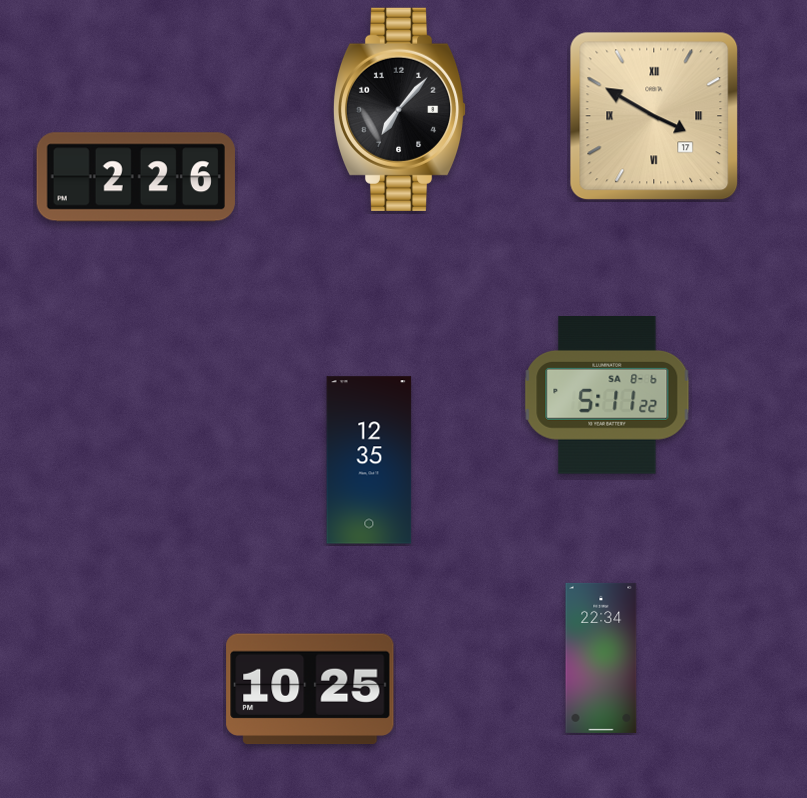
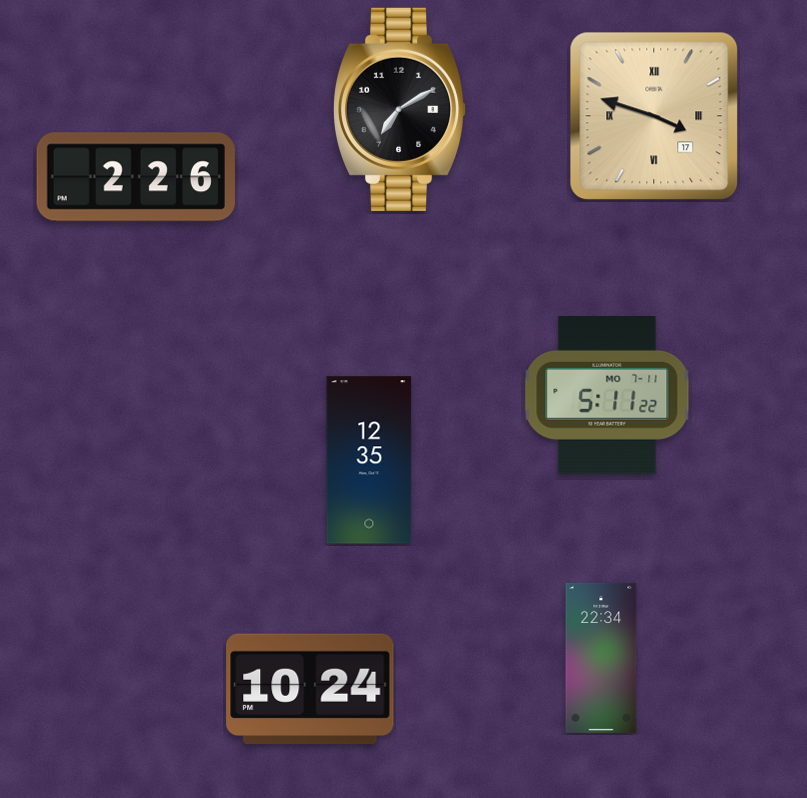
clock at (400, 109): 7:07 -> 7:10
clock at (654, 116): 3:50 -> 3:48
clock at (607, 396) date: SA 8-6 -> MO 7-11
clock at (310, 689): 10:25 -> 10:24
